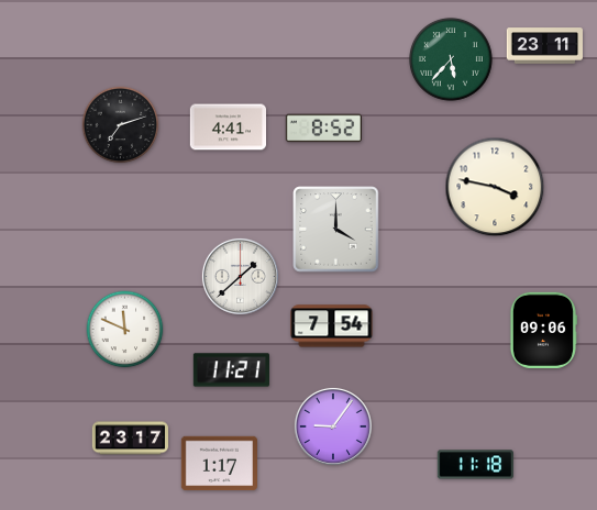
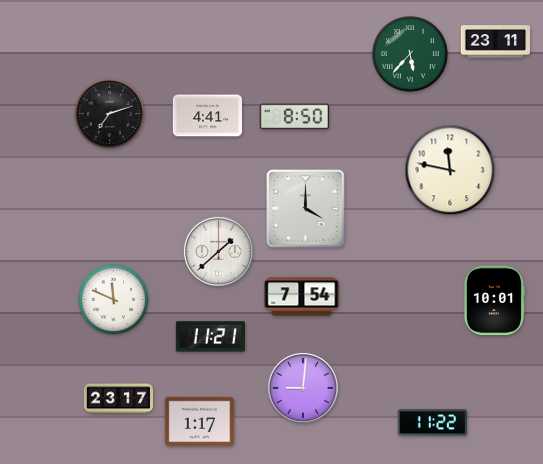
clock at (323, 129): 8:52 -> 8:50
clock at (495, 187): 3:47 -> 11:47
clock at (543, 330): 09:06 -> 10:01
clock at (333, 426): 9:06 -> 9:01
clock at (475, 465): 11:18 -> 11:22
